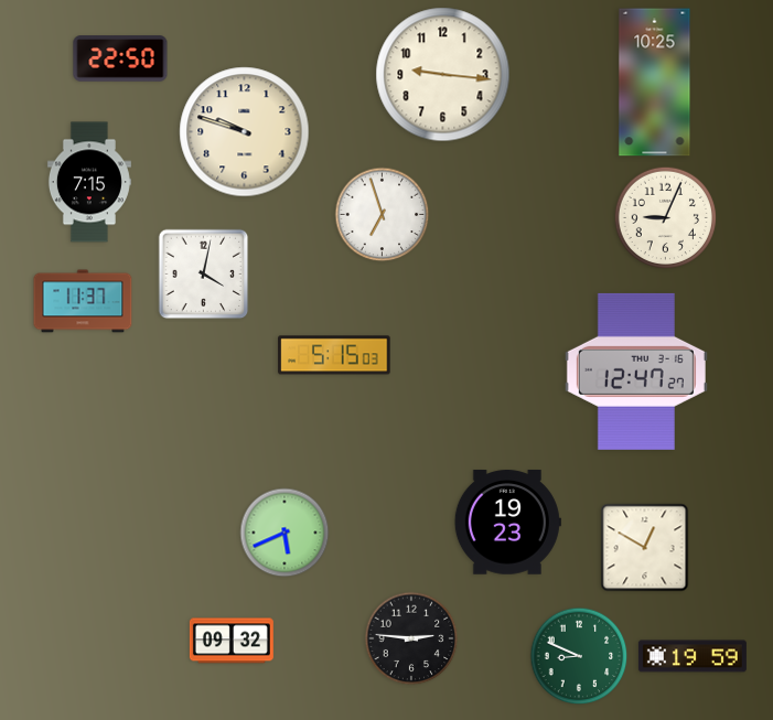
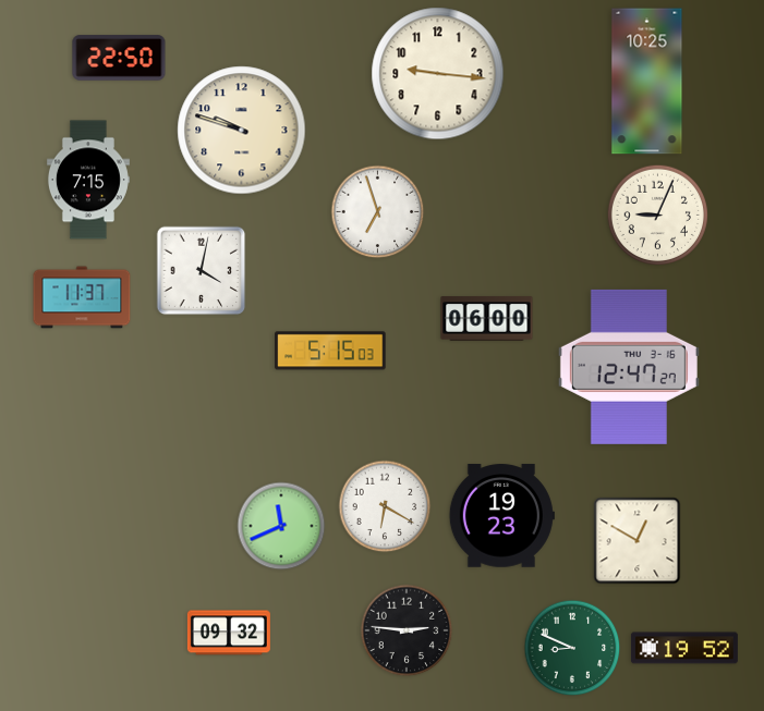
clock at (487, 319): none -> 06:00
clock at (385, 506): none -> 6:20
clock at (284, 533): 5:41 -> 11:41
clock at (693, 656): 19:59 -> 19:52
